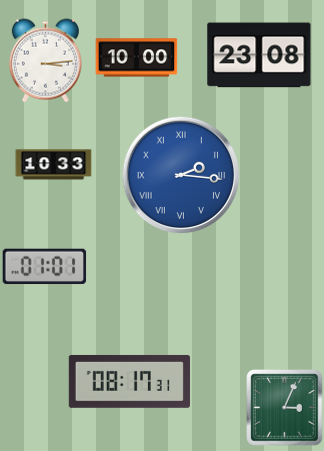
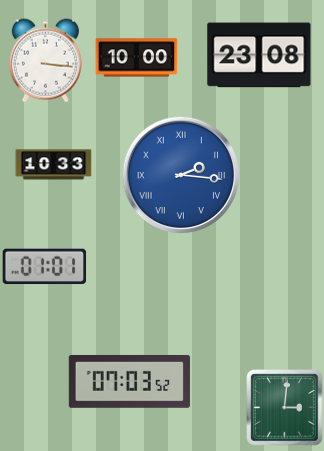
clock at (45, 61): 3:14 -> 3:16
clock at (129, 381): 08:17 -> 07:03
clock at (285, 408): 3:04 -> 3:01
